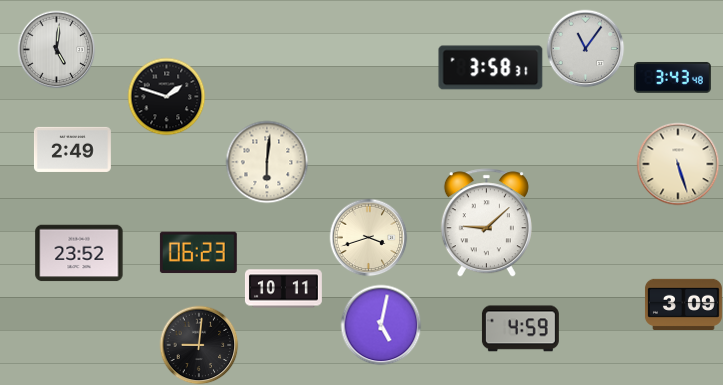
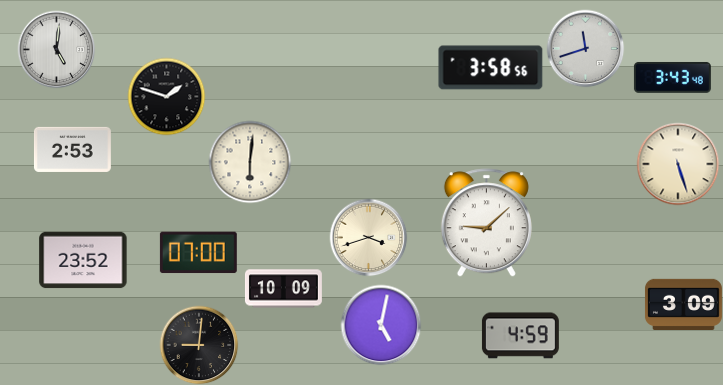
clock at (585, 48): 11:06 -> 11:42
clock at (491, 68): 3:58:31 -> 3:58:56
clock at (72, 149): 2:49 -> 2:53
clock at (267, 162) position: (267, 162) -> (250, 162)
clock at (79, 253) position: (79, 253) -> (83, 260)
clock at (198, 253): 06:23 -> 07:00
clock at (283, 289): 10:11 -> 10:09
clock at (520, 329) position: (520, 329) -> (520, 336)
